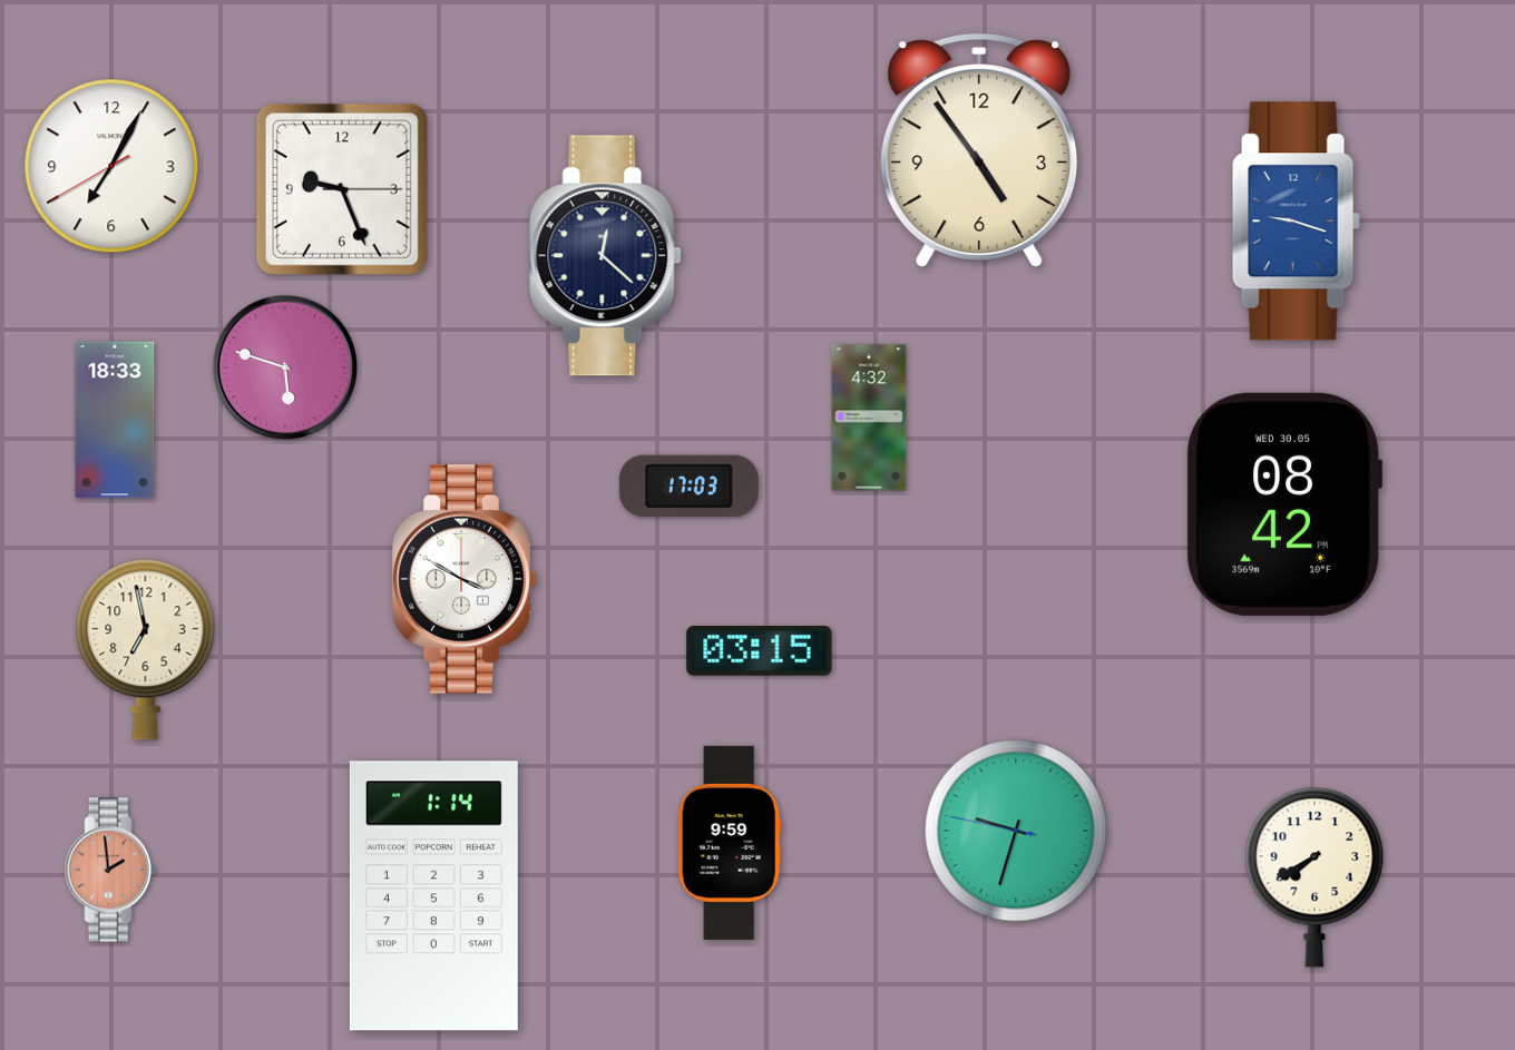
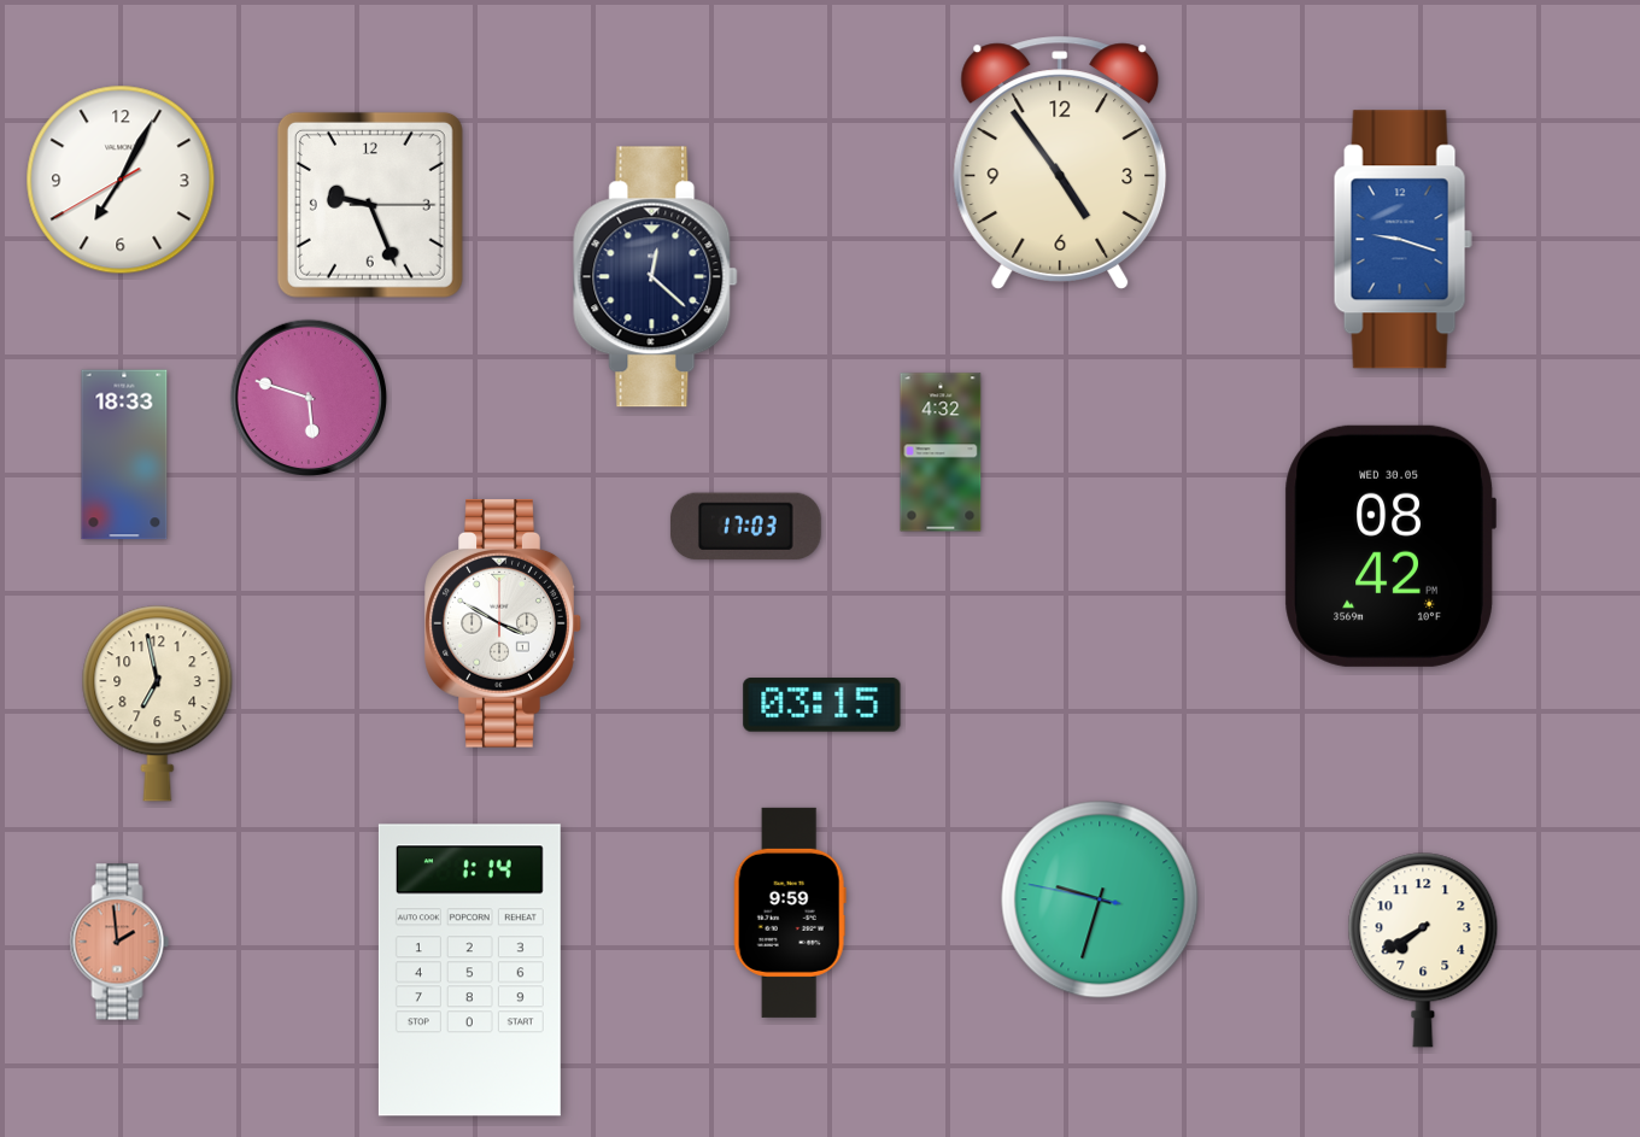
clock at (465, 579) position: (465, 579) -> (503, 623)
